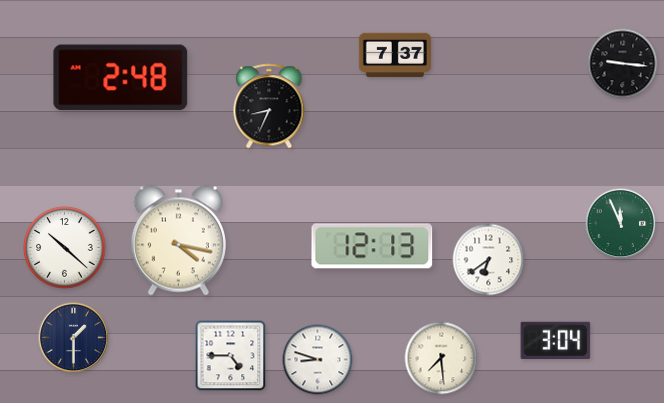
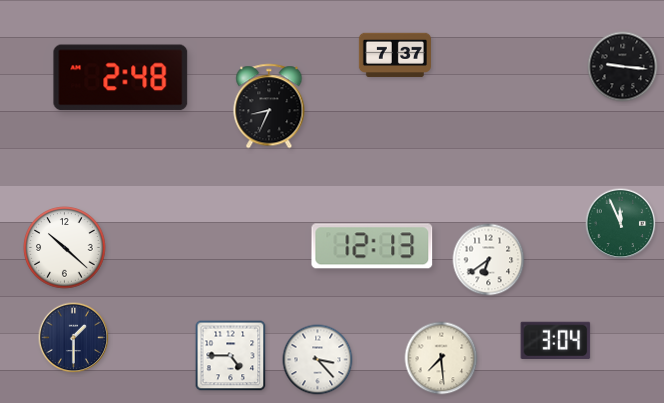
clock at (623, 64) position: (623, 64) -> (623, 67)
clock at (178, 241): 4:17 -> none
clock at (318, 360): 8:48 -> 3:23
